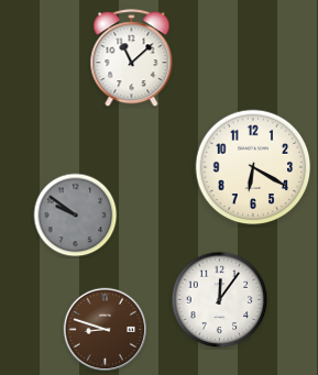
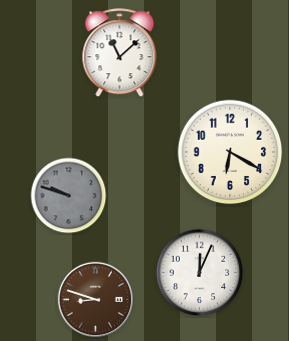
clock at (76, 216): 9:51 -> 9:48
clock at (220, 300): 12:06 -> 12:04
